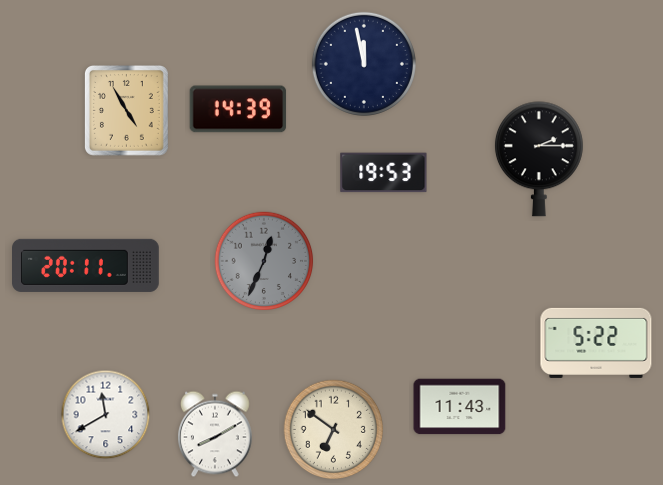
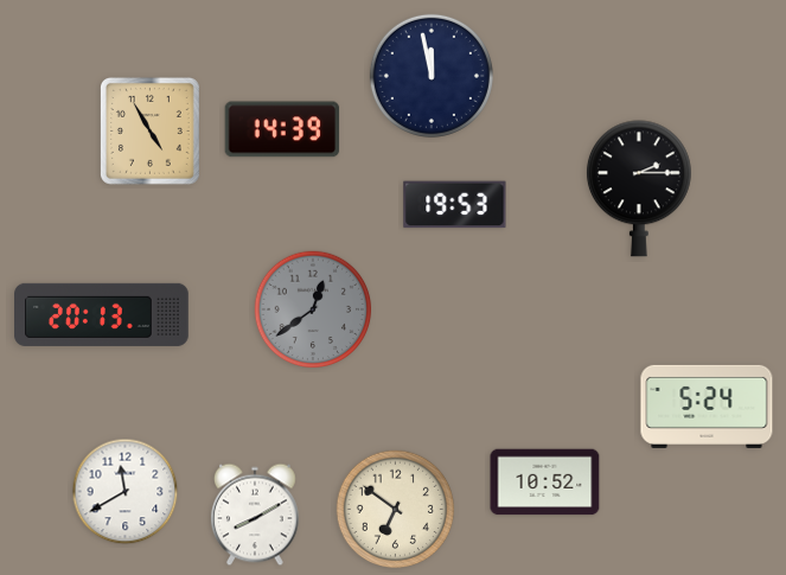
clock at (264, 261): 12:34 -> 12:39
clock at (86, 265): 20:11 -> 20:13
clock at (596, 343): 5:22 -> 5:24
clock at (460, 407): 11:43 -> 10:52
